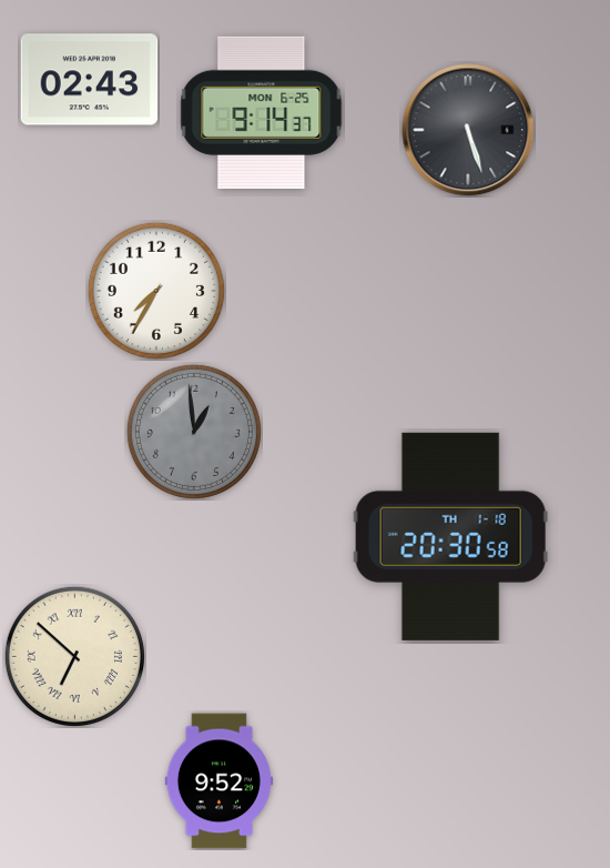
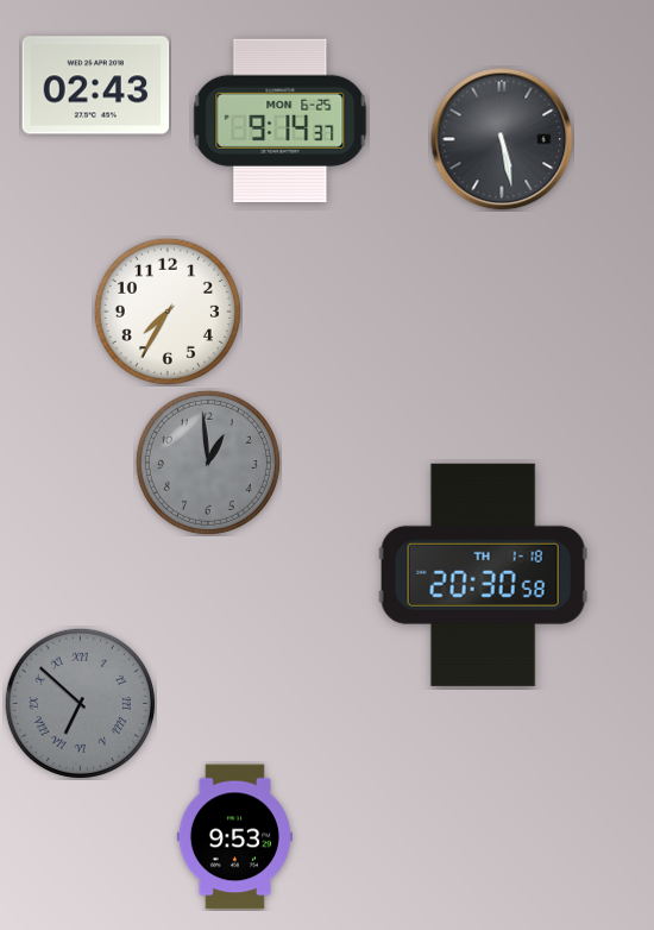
clock at (468, 130): 5:27 -> 5:28
clock at (74, 656) dial: cream -> grey
clock at (218, 781): 9:52 -> 9:53
